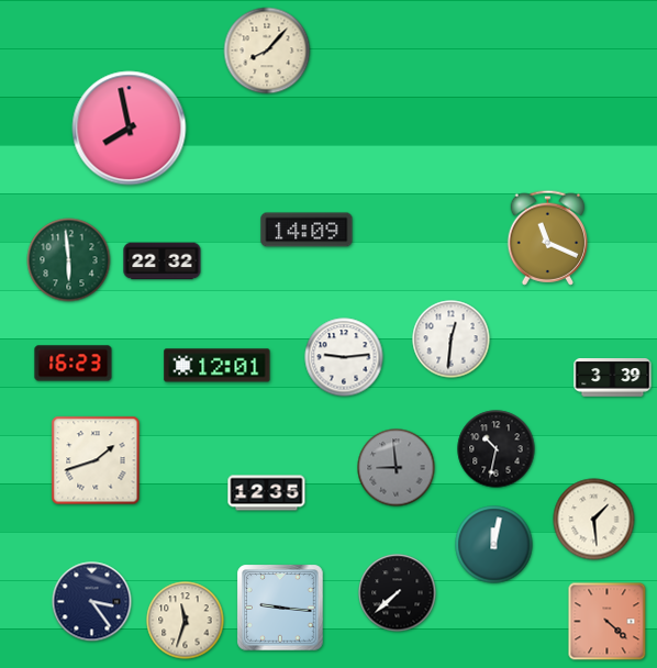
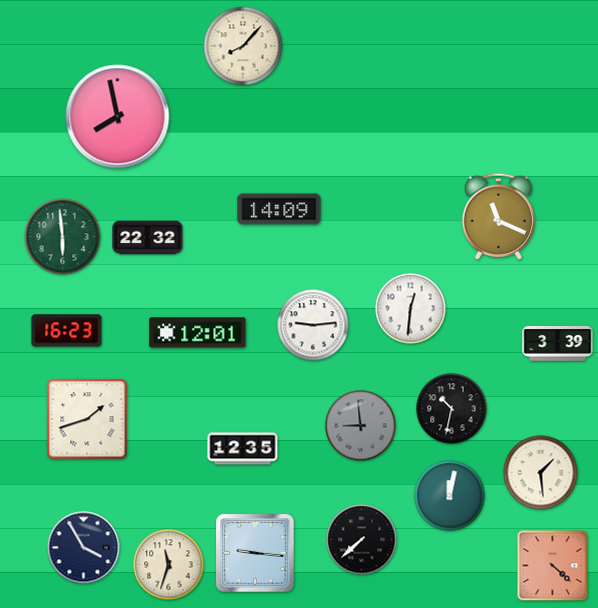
clock at (92, 602): 3:24 -> 3:55
